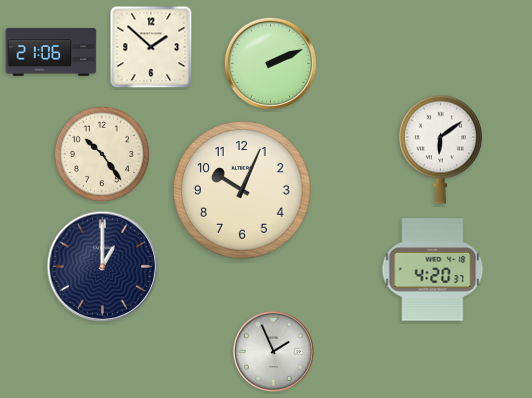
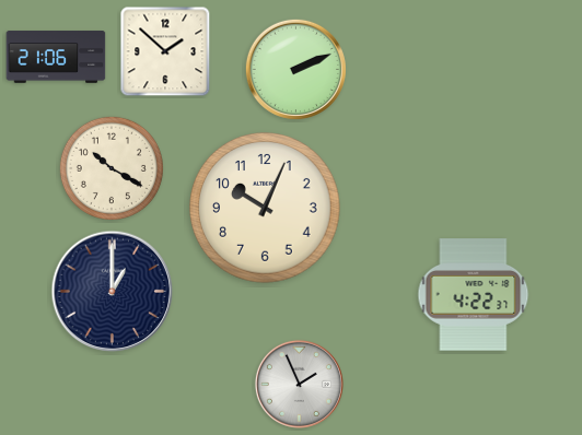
clock at (440, 149): 6:09 -> none
clock at (102, 154): 10:24 -> 10:20
clock at (433, 270): 4:20 -> 4:22
